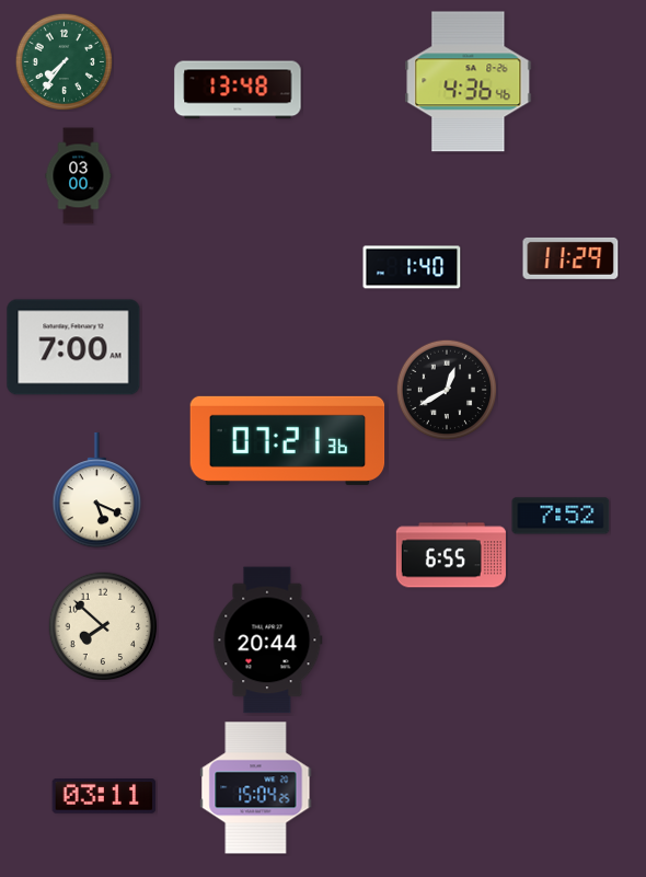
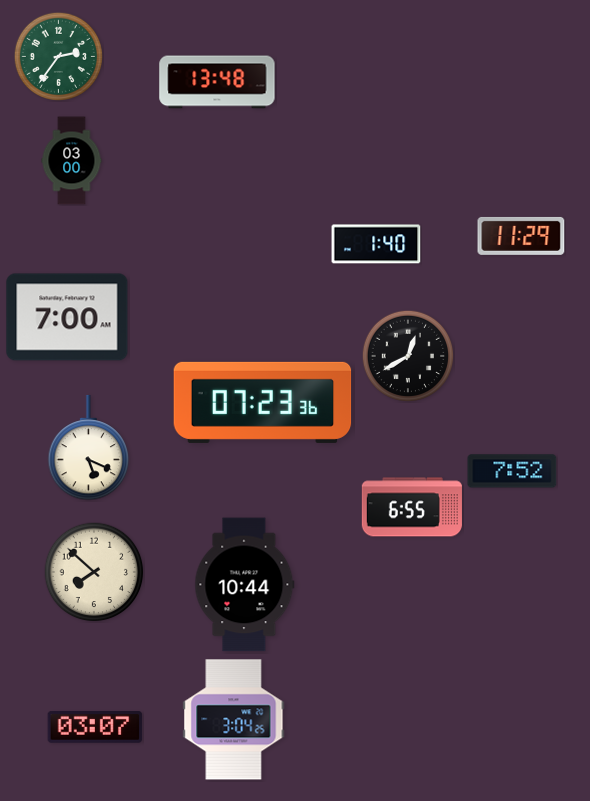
clock at (64, 61): 7:36 -> 2:36
clock at (469, 82): 4:36 -> none
clock at (288, 440): 07:21 -> 07:23
clock at (268, 641): 20:44 -> 10:44
clock at (256, 788): 15:04 -> 3:04
clock at (104, 797): 03:11 -> 03:07
